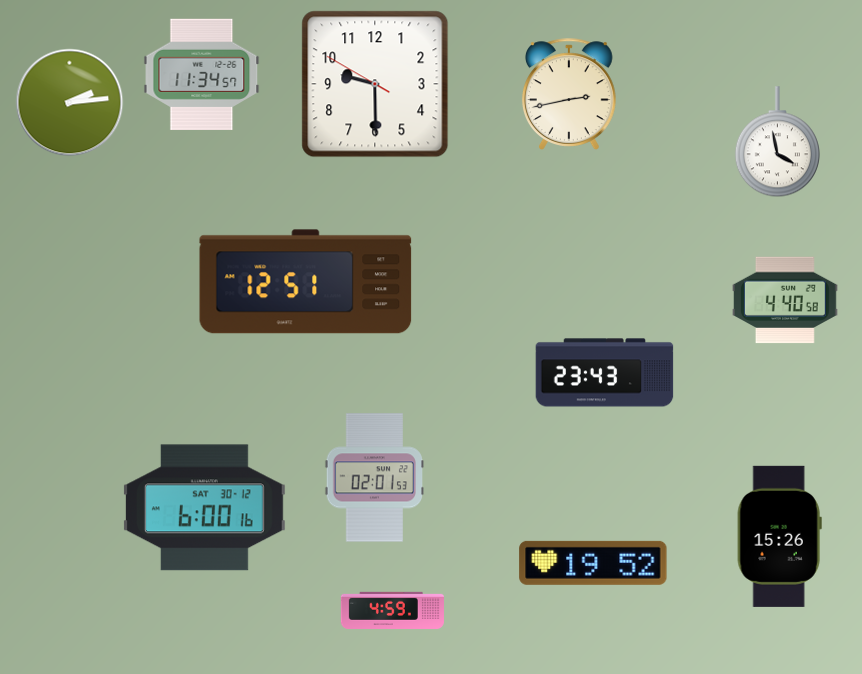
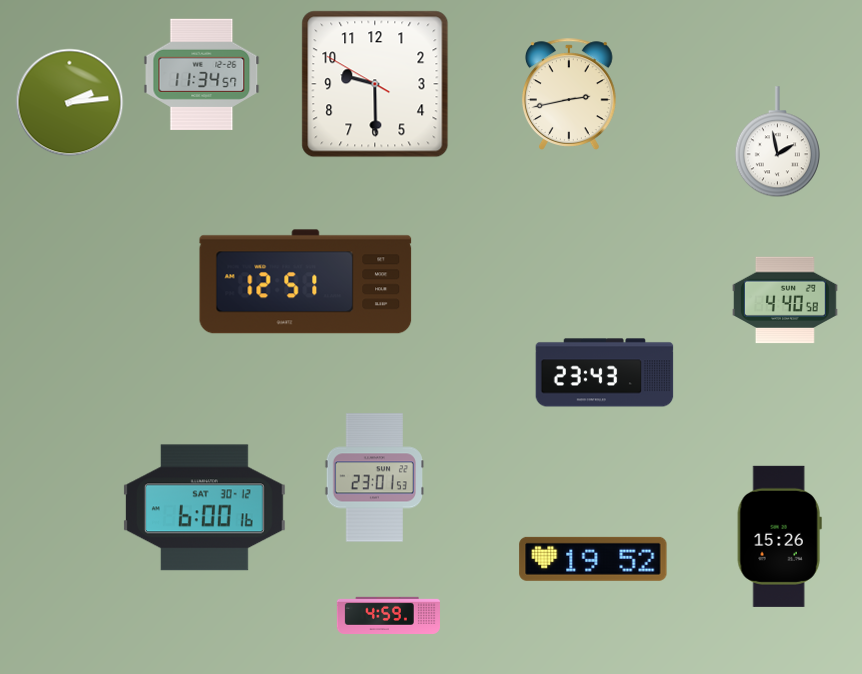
clock at (777, 142): 3:58 -> 1:58
clock at (374, 478): 02:01 -> 23:01
clock at (593, 563) position: (593, 563) -> (593, 559)
clock at (392, 610) position: (392, 610) -> (388, 615)
